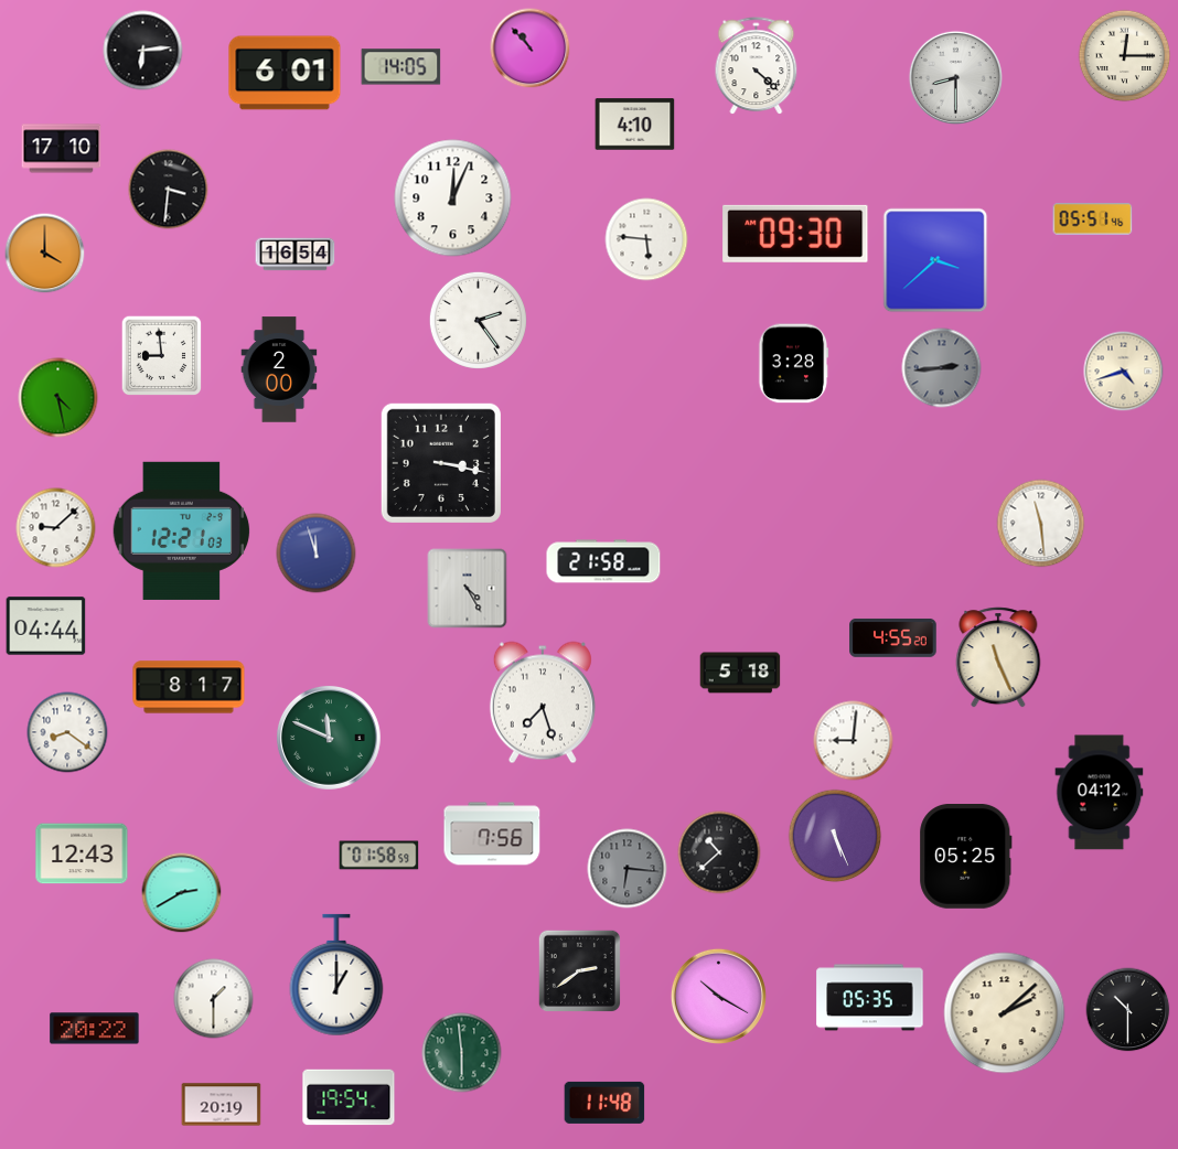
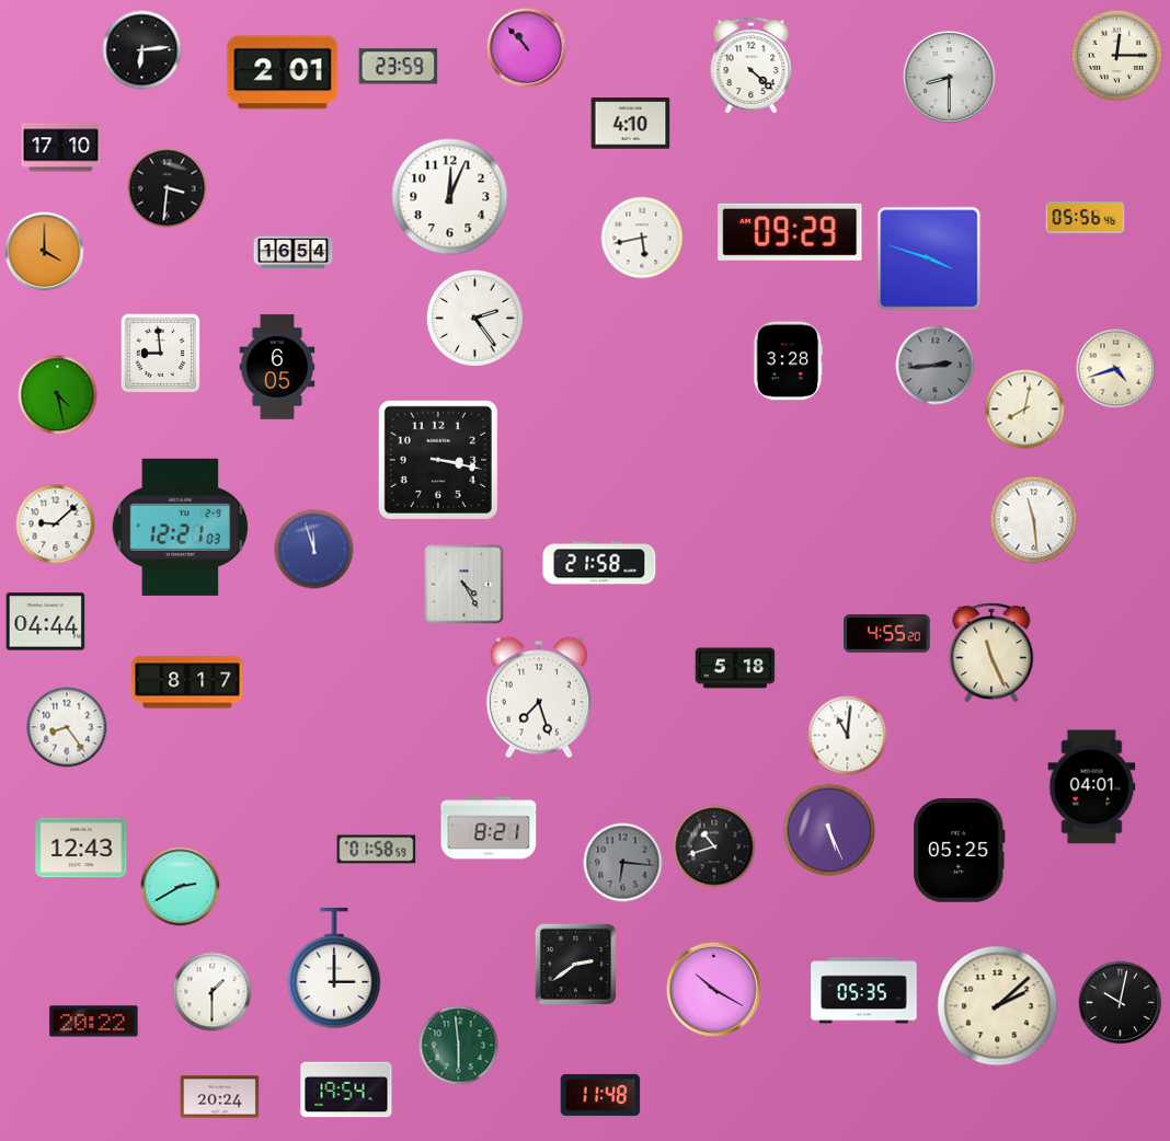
clock at (401, 67): 14:05 -> 23:59
clock at (285, 73): 6:01 -> 2:01
clock at (1093, 219): 05:51 -> 05:56
clock at (795, 234): 09:30 -> 09:29
clock at (646, 239): 5:46 -> 5:43
clock at (935, 260): 3:38 -> 3:48
clock at (279, 369): 2:00 -> 6:05
clock at (1025, 410): none -> 8:02
clock at (603, 561) position: (603, 561) -> (599, 563)
clock at (67, 732): 8:21 -> 8:24
clock at (329, 738): 11:49 -> none
clock at (854, 741): 9:01 -> 11:01
clock at (1100, 793): 04:12 -> 04:01
clock at (492, 834): 7:56 -> 8:21
clock at (719, 852): 10:38 -> 10:42
clock at (336, 975): 1:00 -> 3:00
clock at (1128, 1010): 10:30 -> 10:02
clock at (222, 1105): 20:19 -> 20:24
